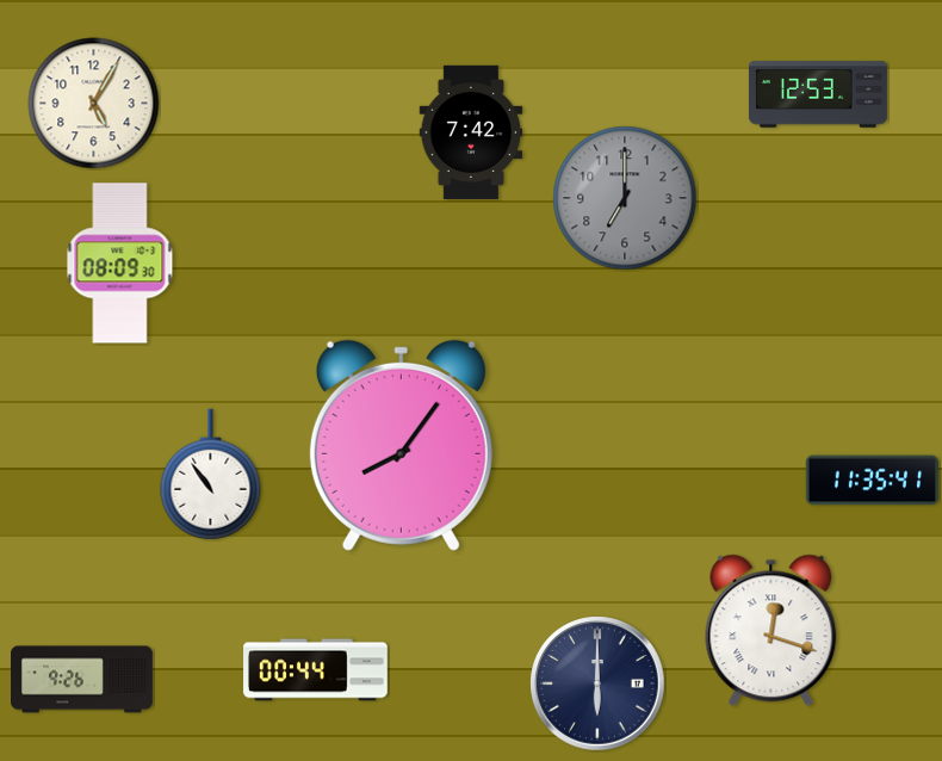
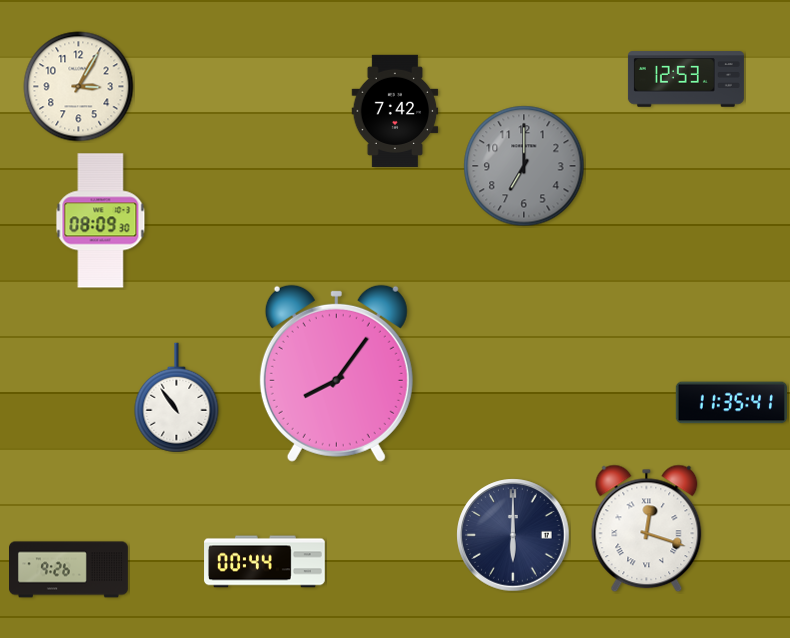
clock at (94, 104): 5:05 -> 3:05
clock at (597, 683) position: (597, 683) -> (513, 535)
